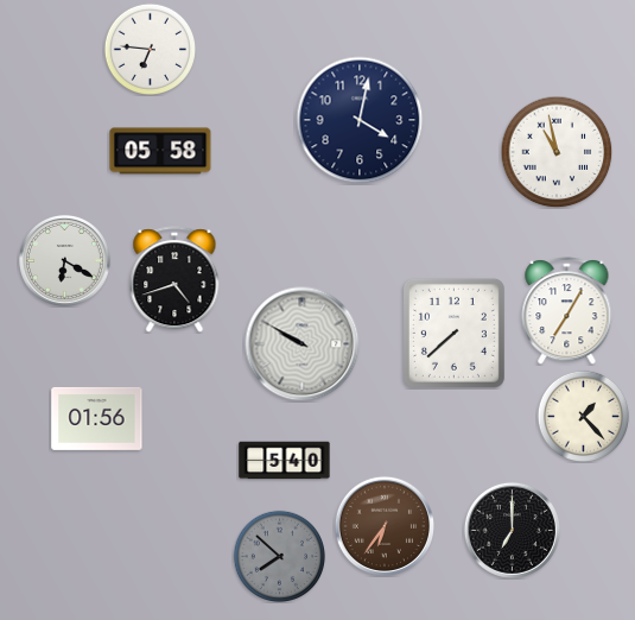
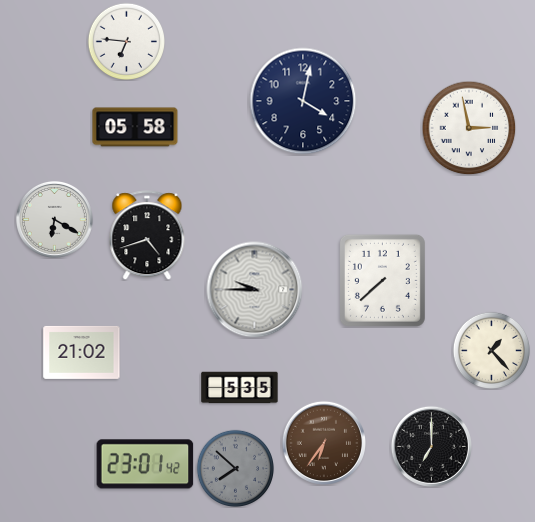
clock at (557, 152): 10:58 -> 2:58
clock at (567, 311): 7:05 -> none
clock at (303, 344): 9:50 -> 9:45
clock at (97, 418): 01:56 -> 21:02
clock at (285, 461): 5:40 -> 5:35
clock at (145, 464): none -> 23:01
